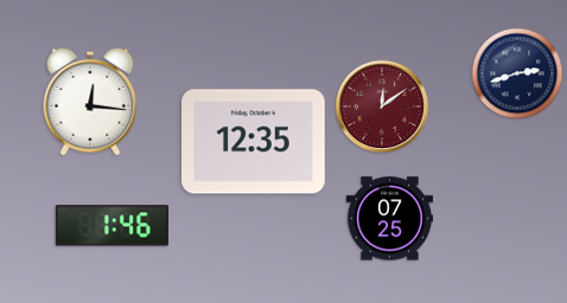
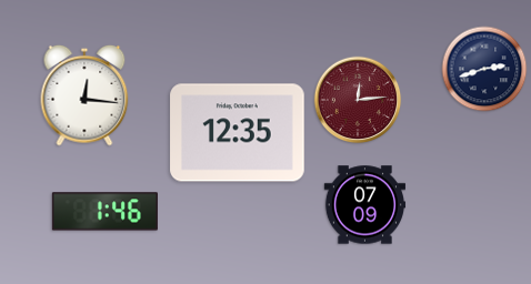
clock at (382, 107): 12:09 -> 12:14
clock at (389, 219): 07:25 -> 07:09
